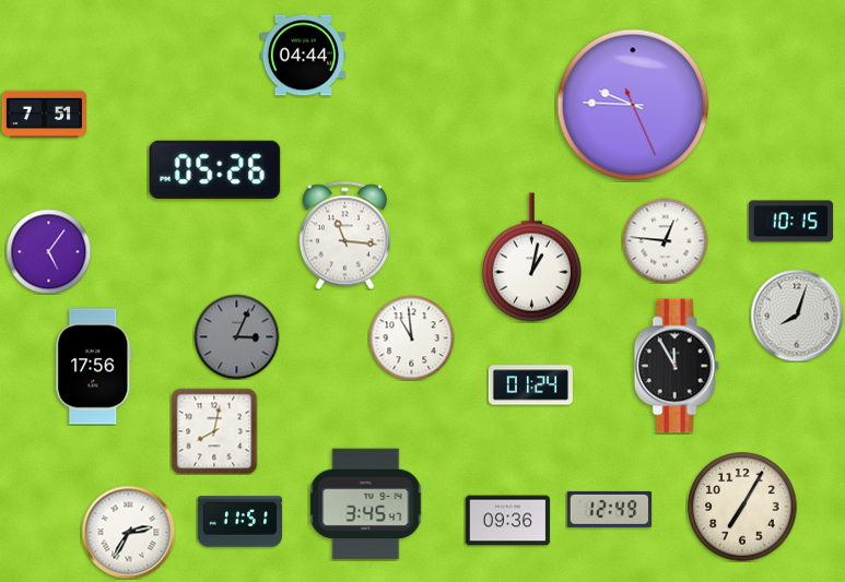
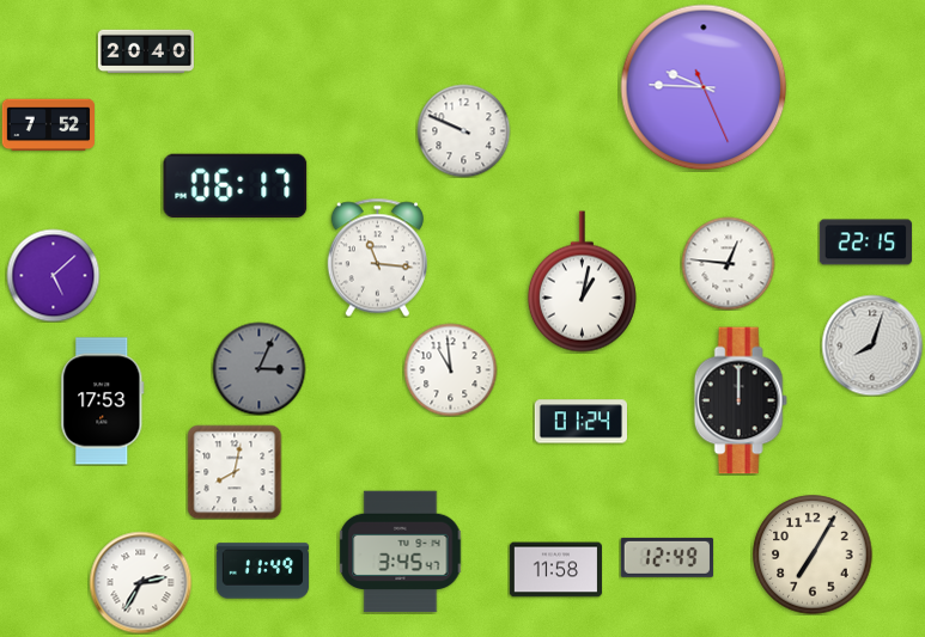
clock at (146, 51): none -> 20:40
clock at (303, 56): 04:44 -> none
clock at (633, 105) position: (633, 105) -> (704, 87)
clock at (44, 115): 7:51 -> 7:52
clock at (463, 130): none -> 9:49
clock at (215, 169): 05:26 -> 06:17
clock at (790, 222): 10:15 -> 22:15
clock at (48, 251): 5:06 -> 5:08
clock at (677, 366): 11:55 -> 12:00
clock at (94, 367): 17:56 -> 17:53
clock at (507, 521): 09:36 -> 11:58
clock at (239, 522): 11:51 -> 11:49
